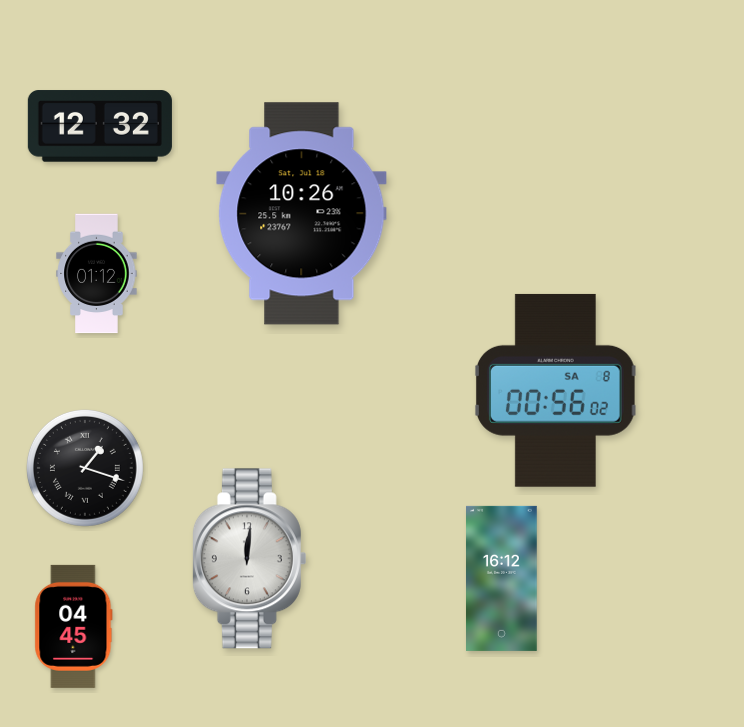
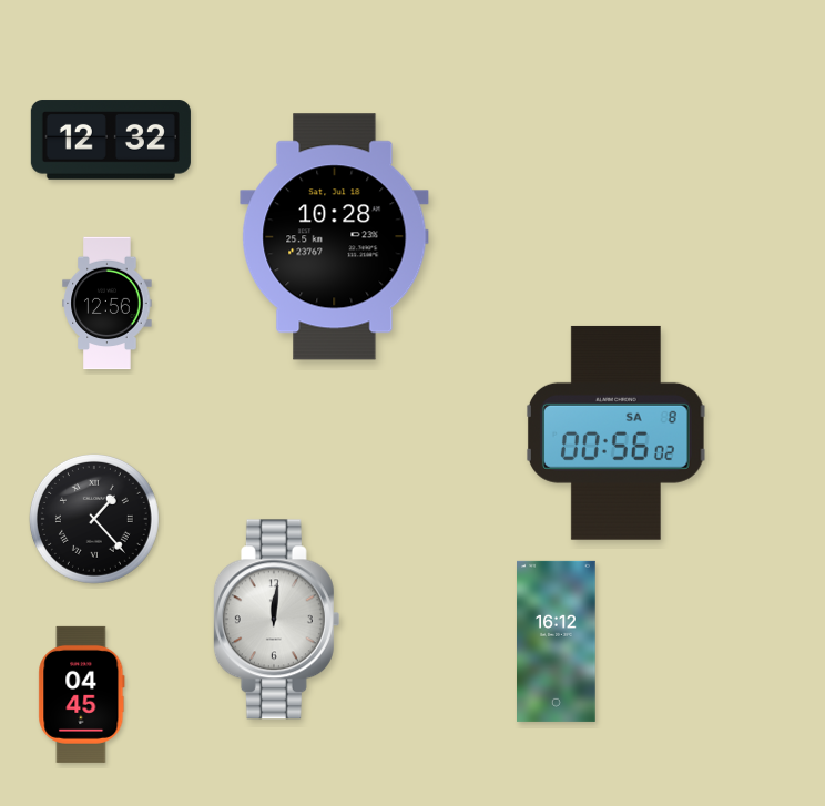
clock at (302, 214): 10:26 -> 10:28
clock at (97, 274): 01:12 -> 12:56
clock at (85, 468): 1:18 -> 1:23
